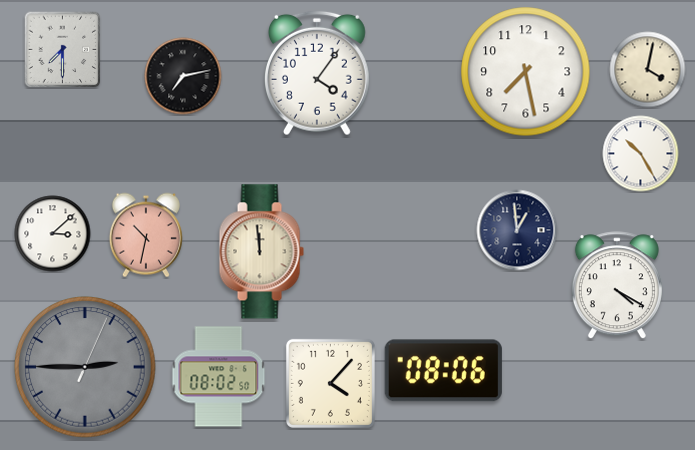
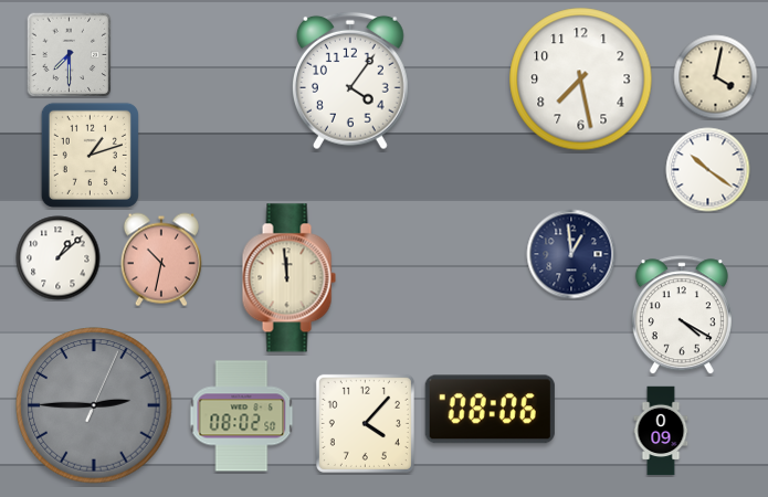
clock at (183, 76): 7:13 -> none
clock at (90, 155): none -> 1:12
clock at (641, 154): 10:25 -> 10:21
clock at (53, 234): 3:08 -> 1:08
clock at (661, 431): none -> 0:09
